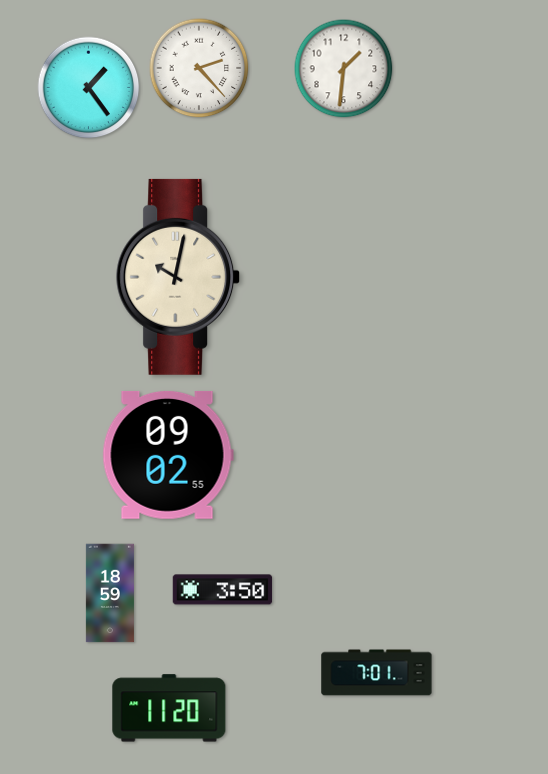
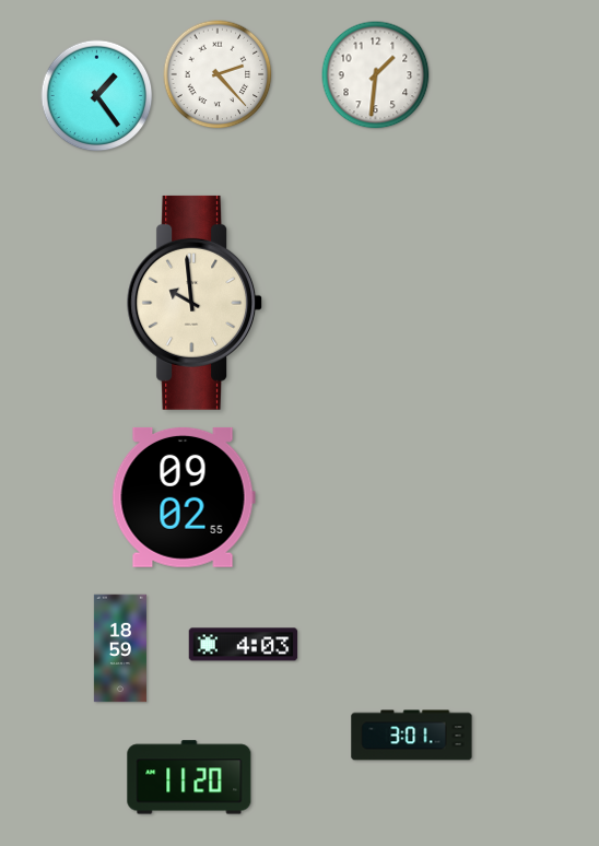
clock at (179, 277): 10:02 -> 9:59
clock at (223, 590): 3:50 -> 4:03
clock at (377, 673): 7:01 -> 3:01
clock at (169, 708) position: (169, 708) -> (189, 777)
